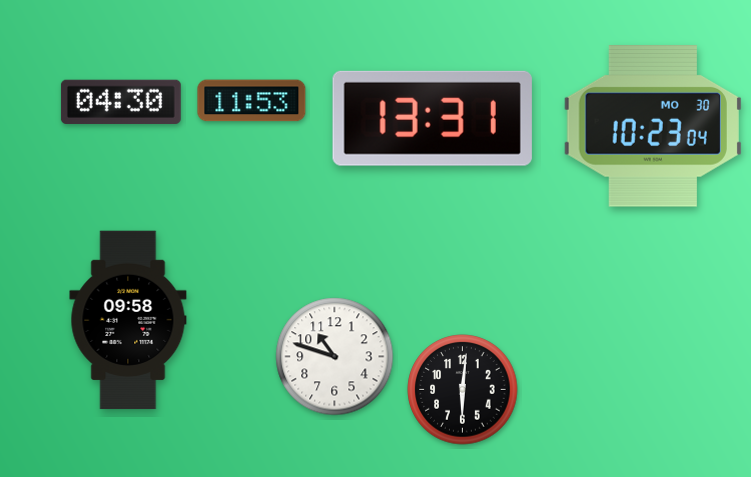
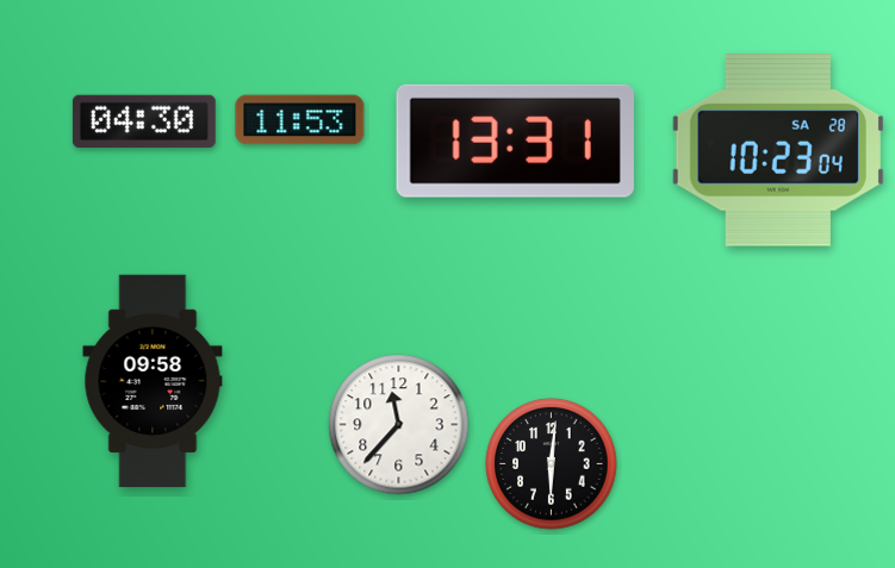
clock at (653, 127) date: MO 30 -> SA 28
clock at (335, 357): 10:48 -> 11:37
